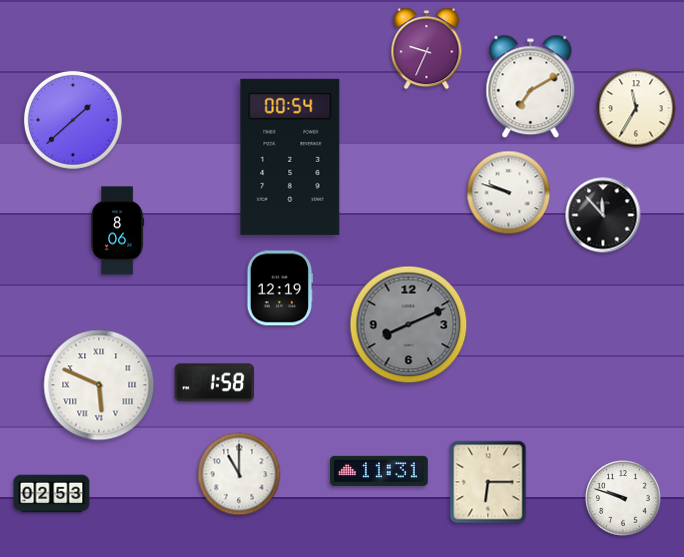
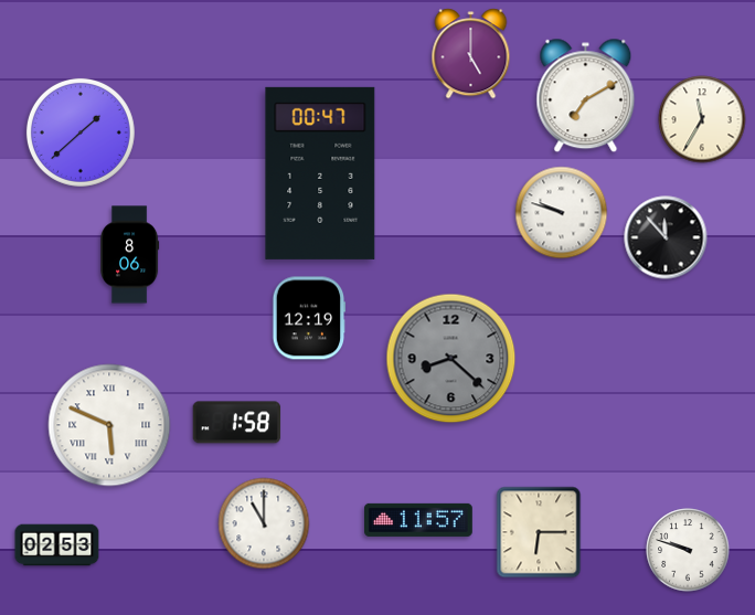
clock at (427, 49): 9:34 -> 5:00
clock at (290, 157): 00:54 -> 00:47
clock at (409, 325): 8:11 -> 8:22
clock at (380, 471): 11:31 -> 11:57
